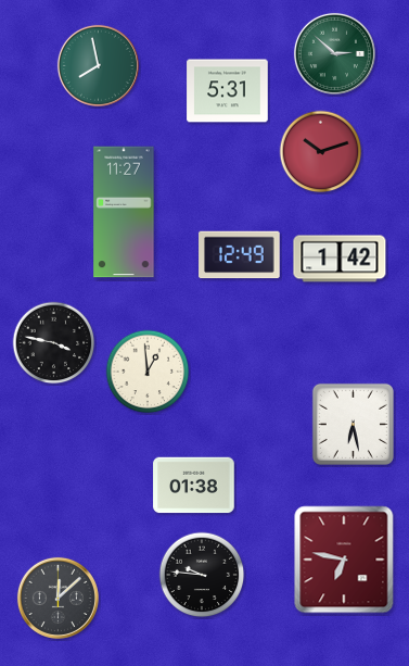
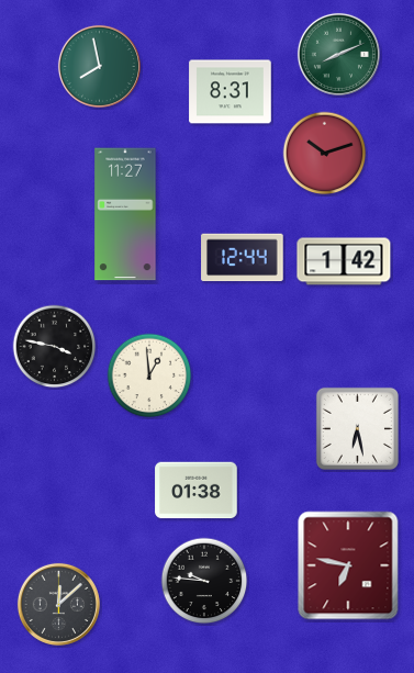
clock at (334, 53): 2:52 -> 8:11
clock at (228, 91): 5:31 -> 8:31
clock at (240, 255): 12:49 -> 12:44
